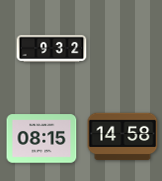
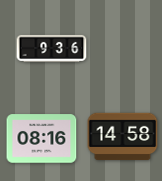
clock at (52, 48): 9:32 -> 9:36
clock at (42, 139): 08:15 -> 08:16
